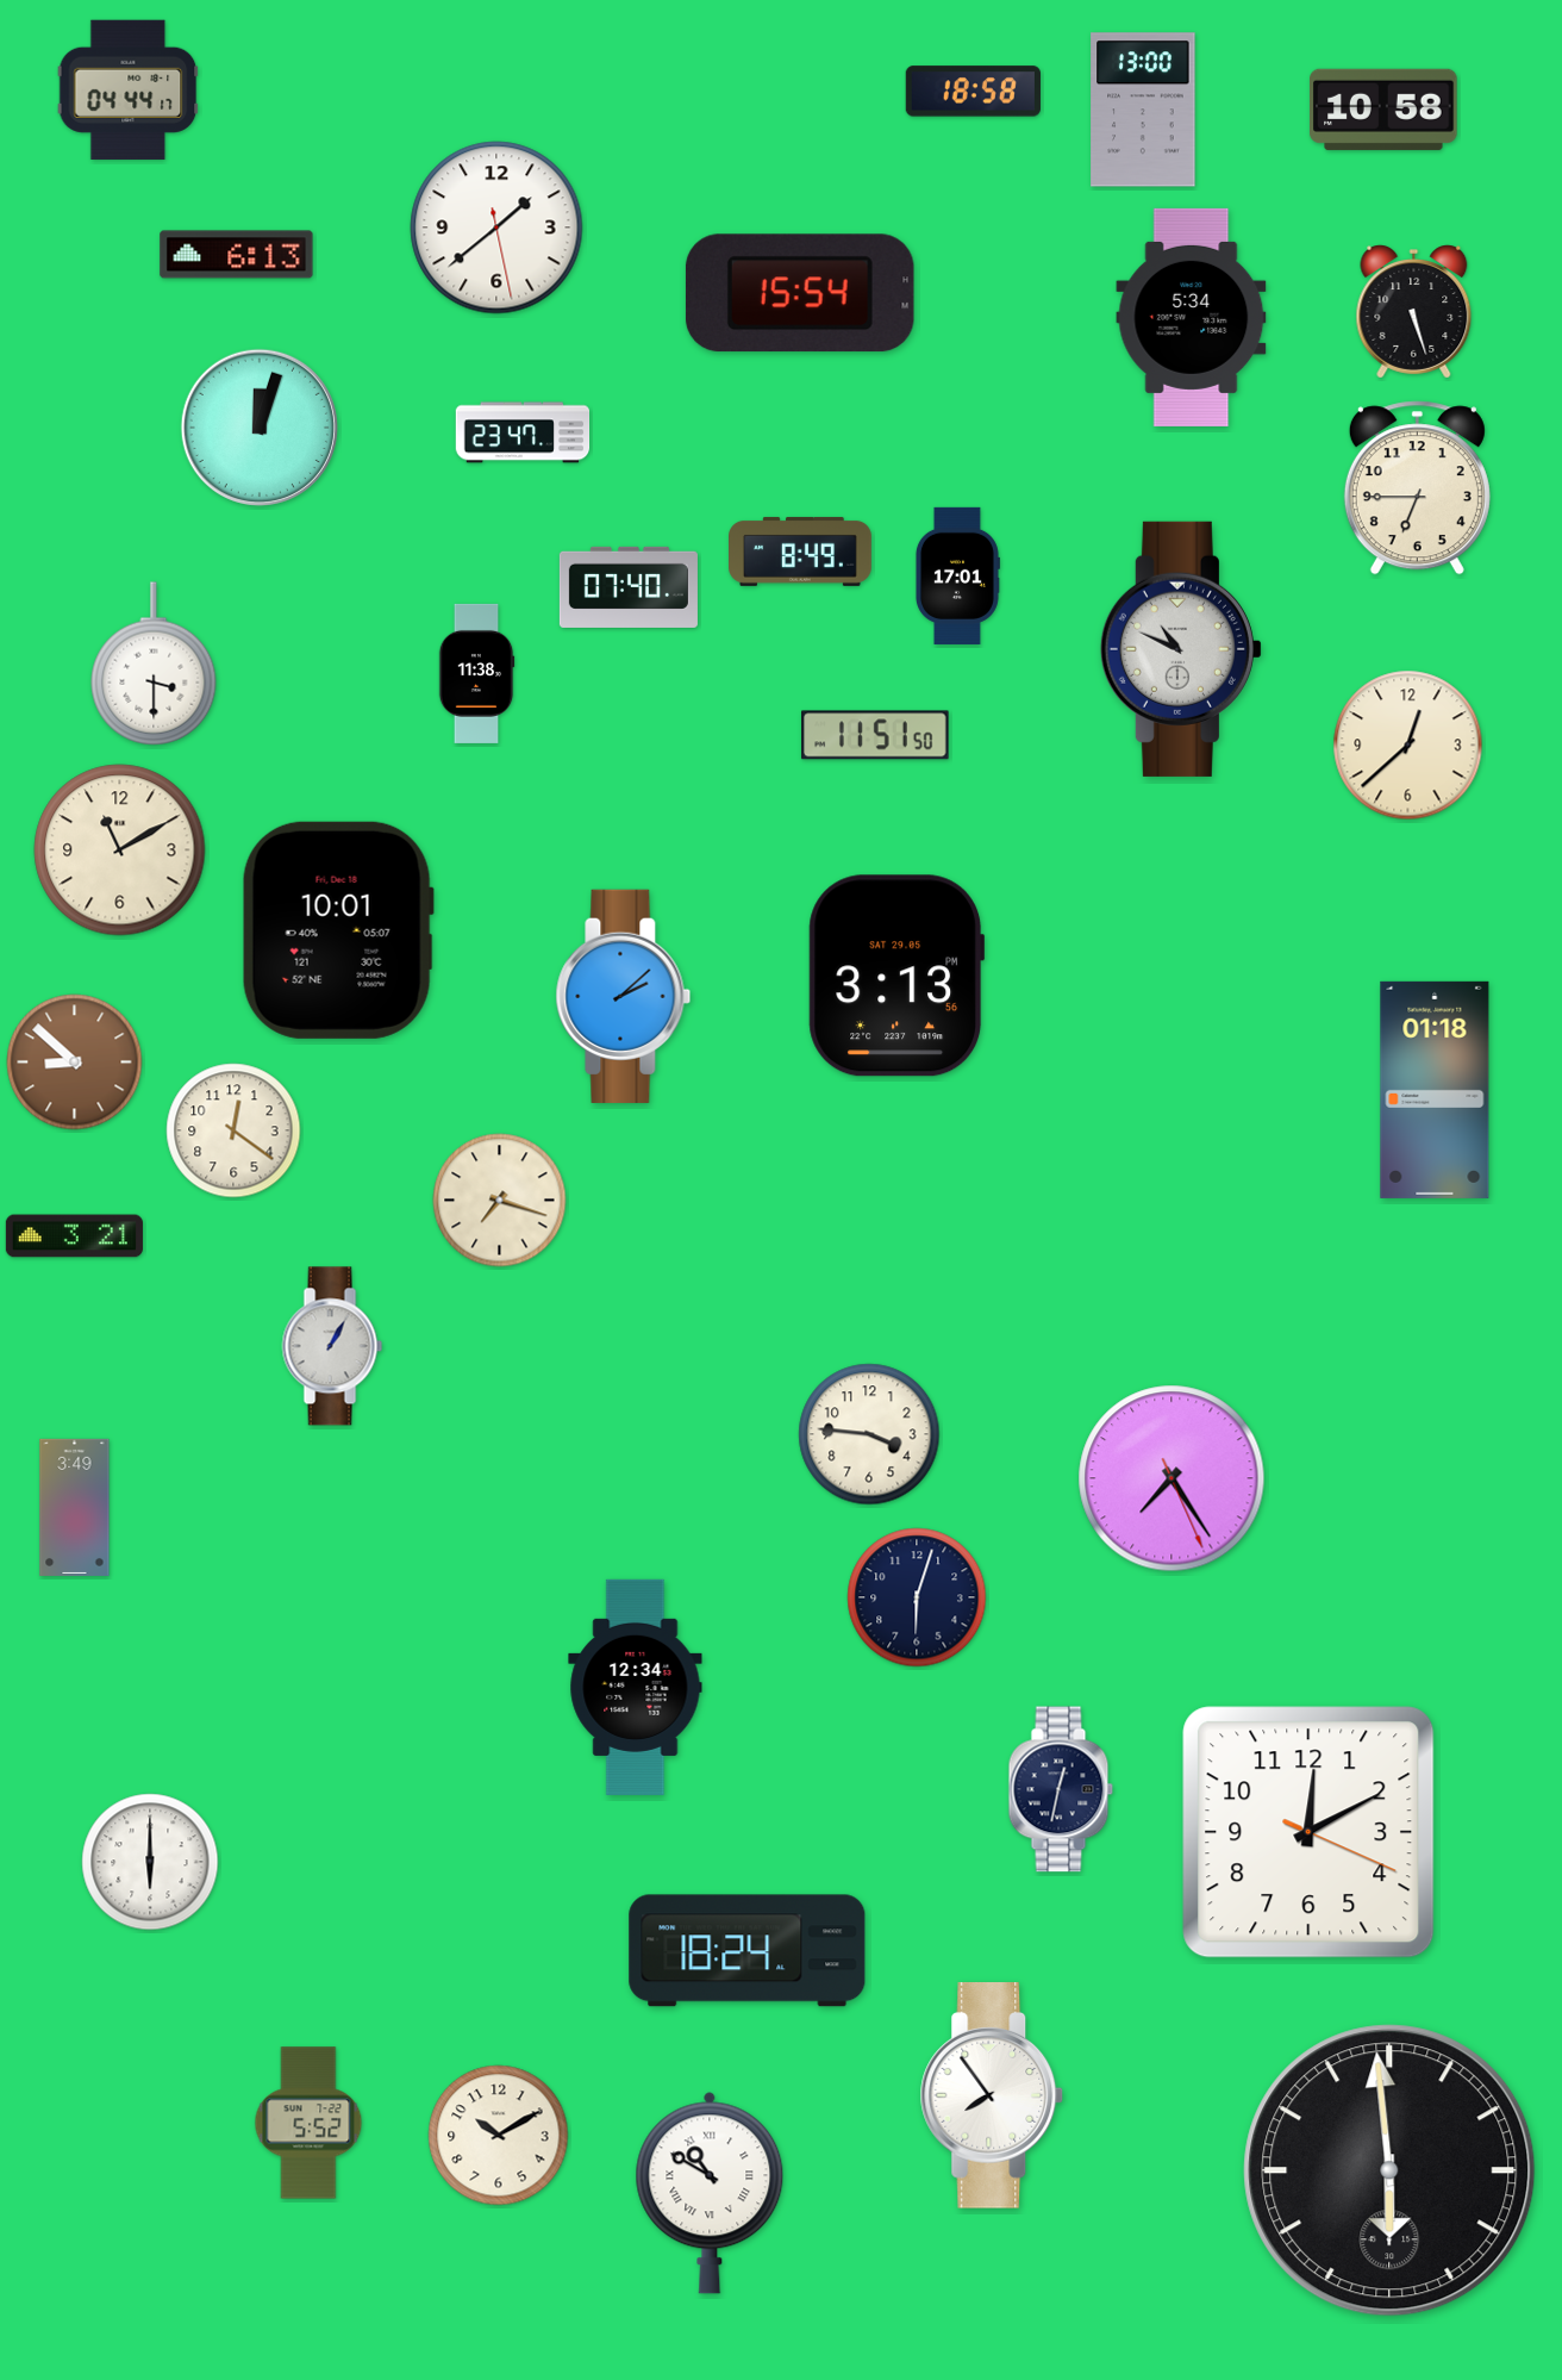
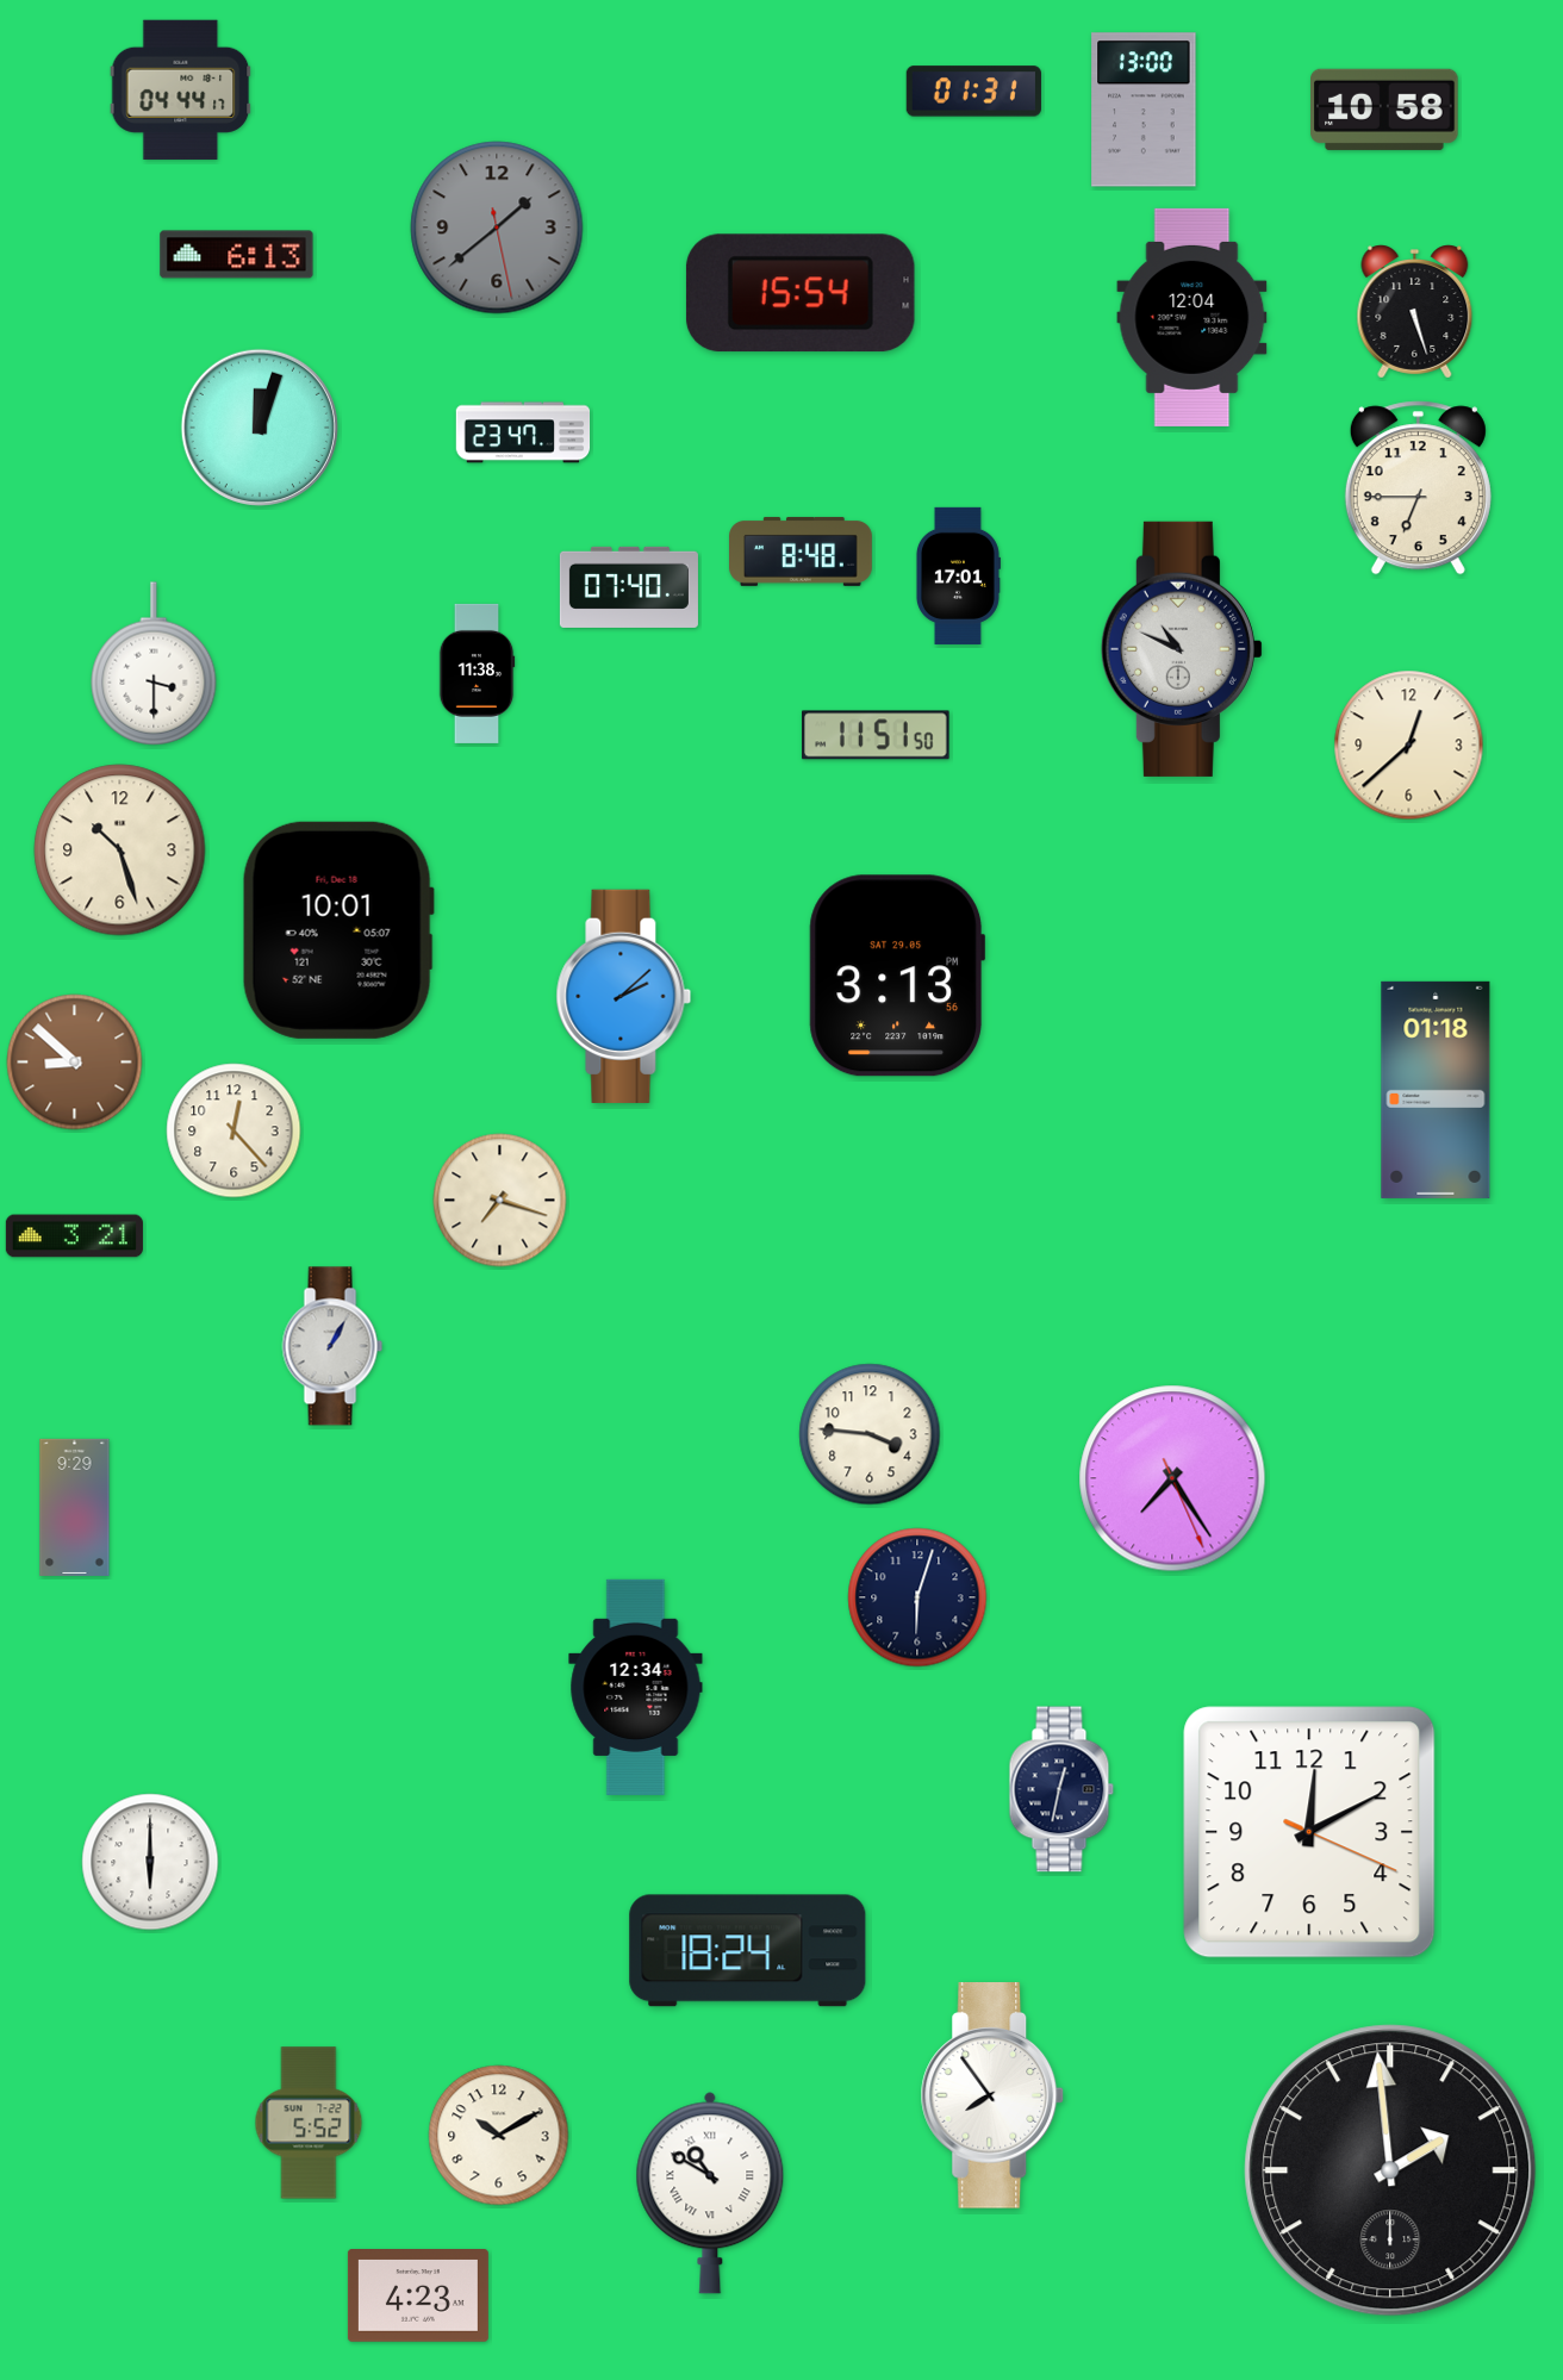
clock at (129, 89) position: (129, 89) -> (181, 89)
clock at (973, 92): 18:58 -> 01:31
clock at (496, 228) dial: white -> grey
clock at (1192, 317): 5:34 -> 12:04
clock at (801, 552): 8:49 -> 8:48
clock at (120, 851): 11:10 -> 10:27
clock at (233, 1130): 12:21 -> 12:23
clock at (75, 1507): 3:49 -> 9:29
clock at (1389, 2170): 5:59 -> 1:59
clock at (418, 2297): none -> 4:23
